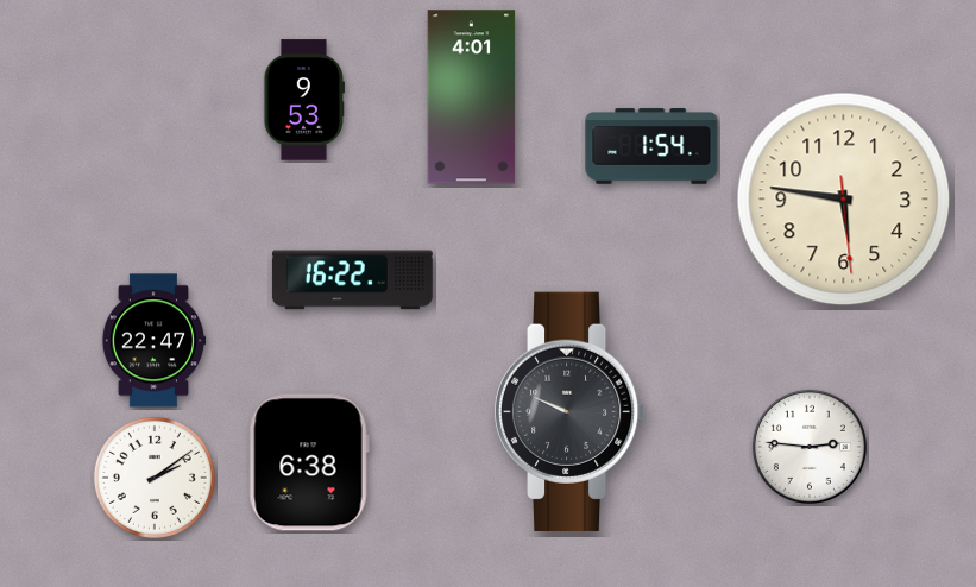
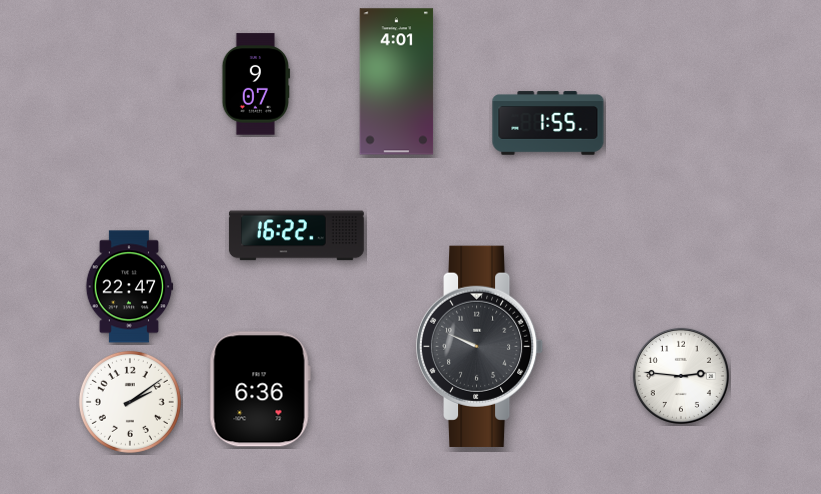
clock at (304, 100): 9:53 -> 9:07
clock at (651, 146): 1:54 -> 1:55
clock at (844, 200): 5:46 -> none
clock at (309, 462): 6:38 -> 6:36
